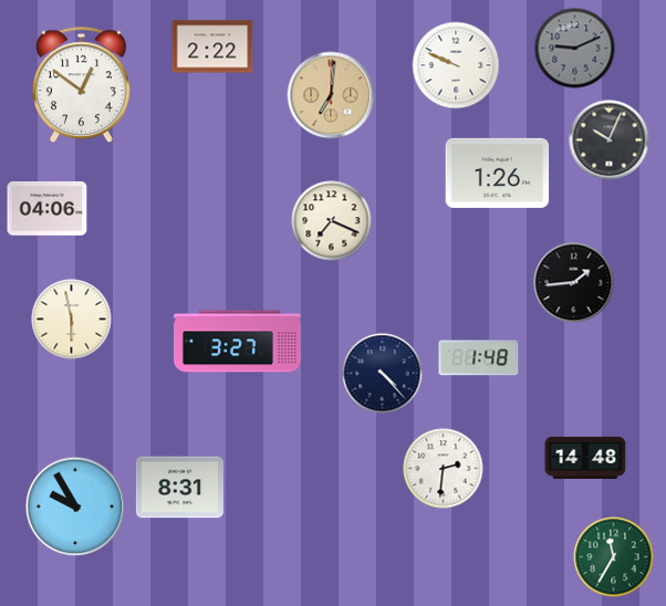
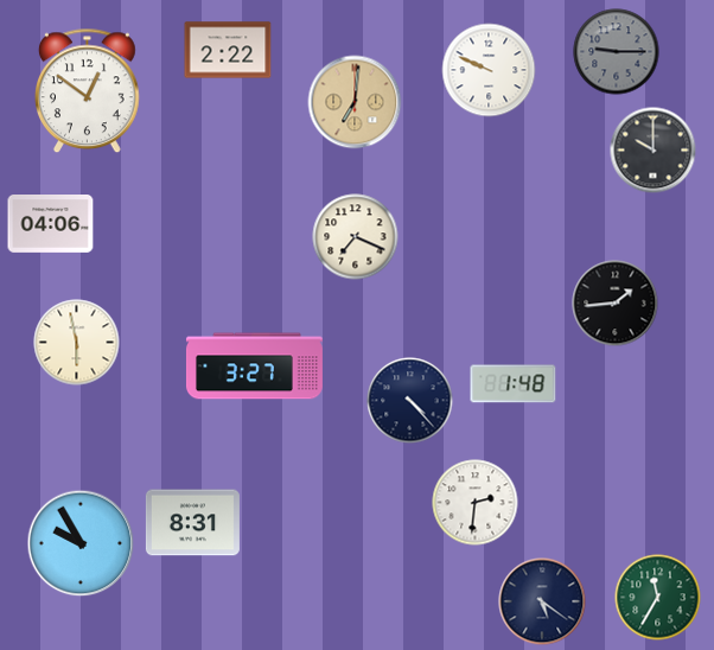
clock at (575, 49): 9:11 -> 9:15
clock at (610, 140): 10:04 -> 10:00
clock at (498, 173): 1:26 -> none
clock at (585, 458): 14:48 -> none
clock at (542, 601): none -> 5:21
